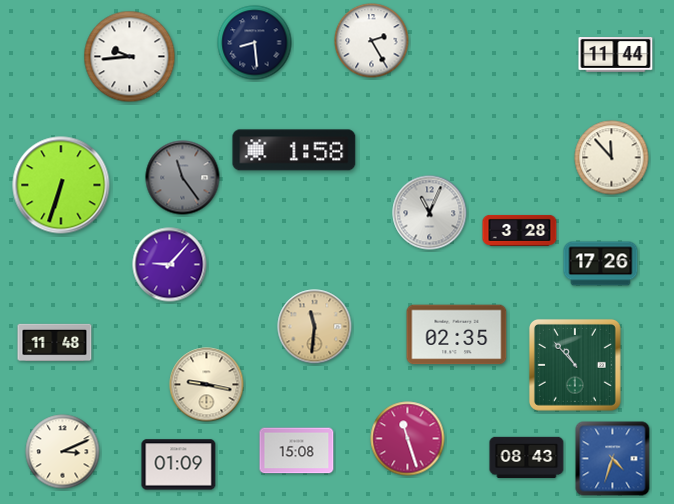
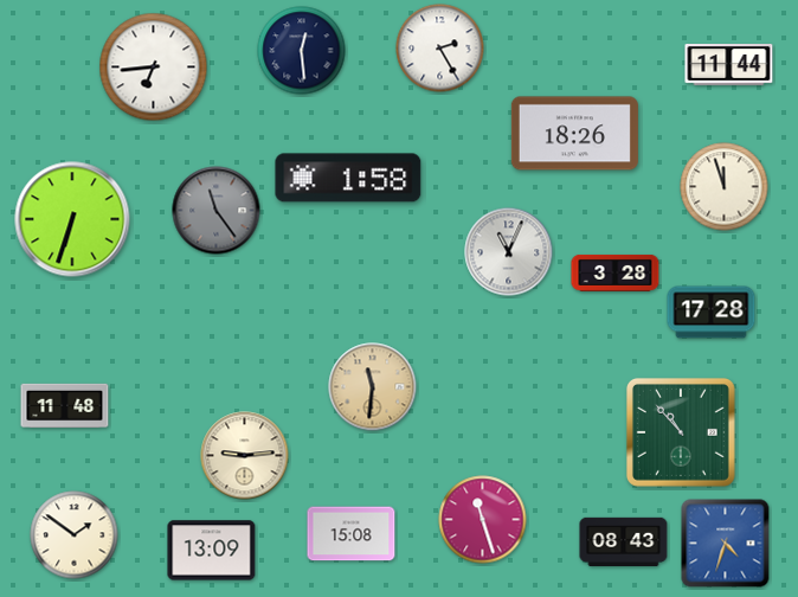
clock at (255, 43): 8:29 -> 12:29
clock at (130, 57): 9:44 -> 6:44
clock at (574, 134): none -> 18:26
clock at (612, 158): 11:53 -> 11:57
clock at (601, 264): 17:26 -> 17:28
clock at (170, 265): 9:07 -> none
clock at (457, 335): 02:35 -> none
clock at (207, 385): 9:17 -> 9:14
clock at (63, 452): 3:11 -> 1:51
clock at (179, 465): 01:09 -> 13:09
